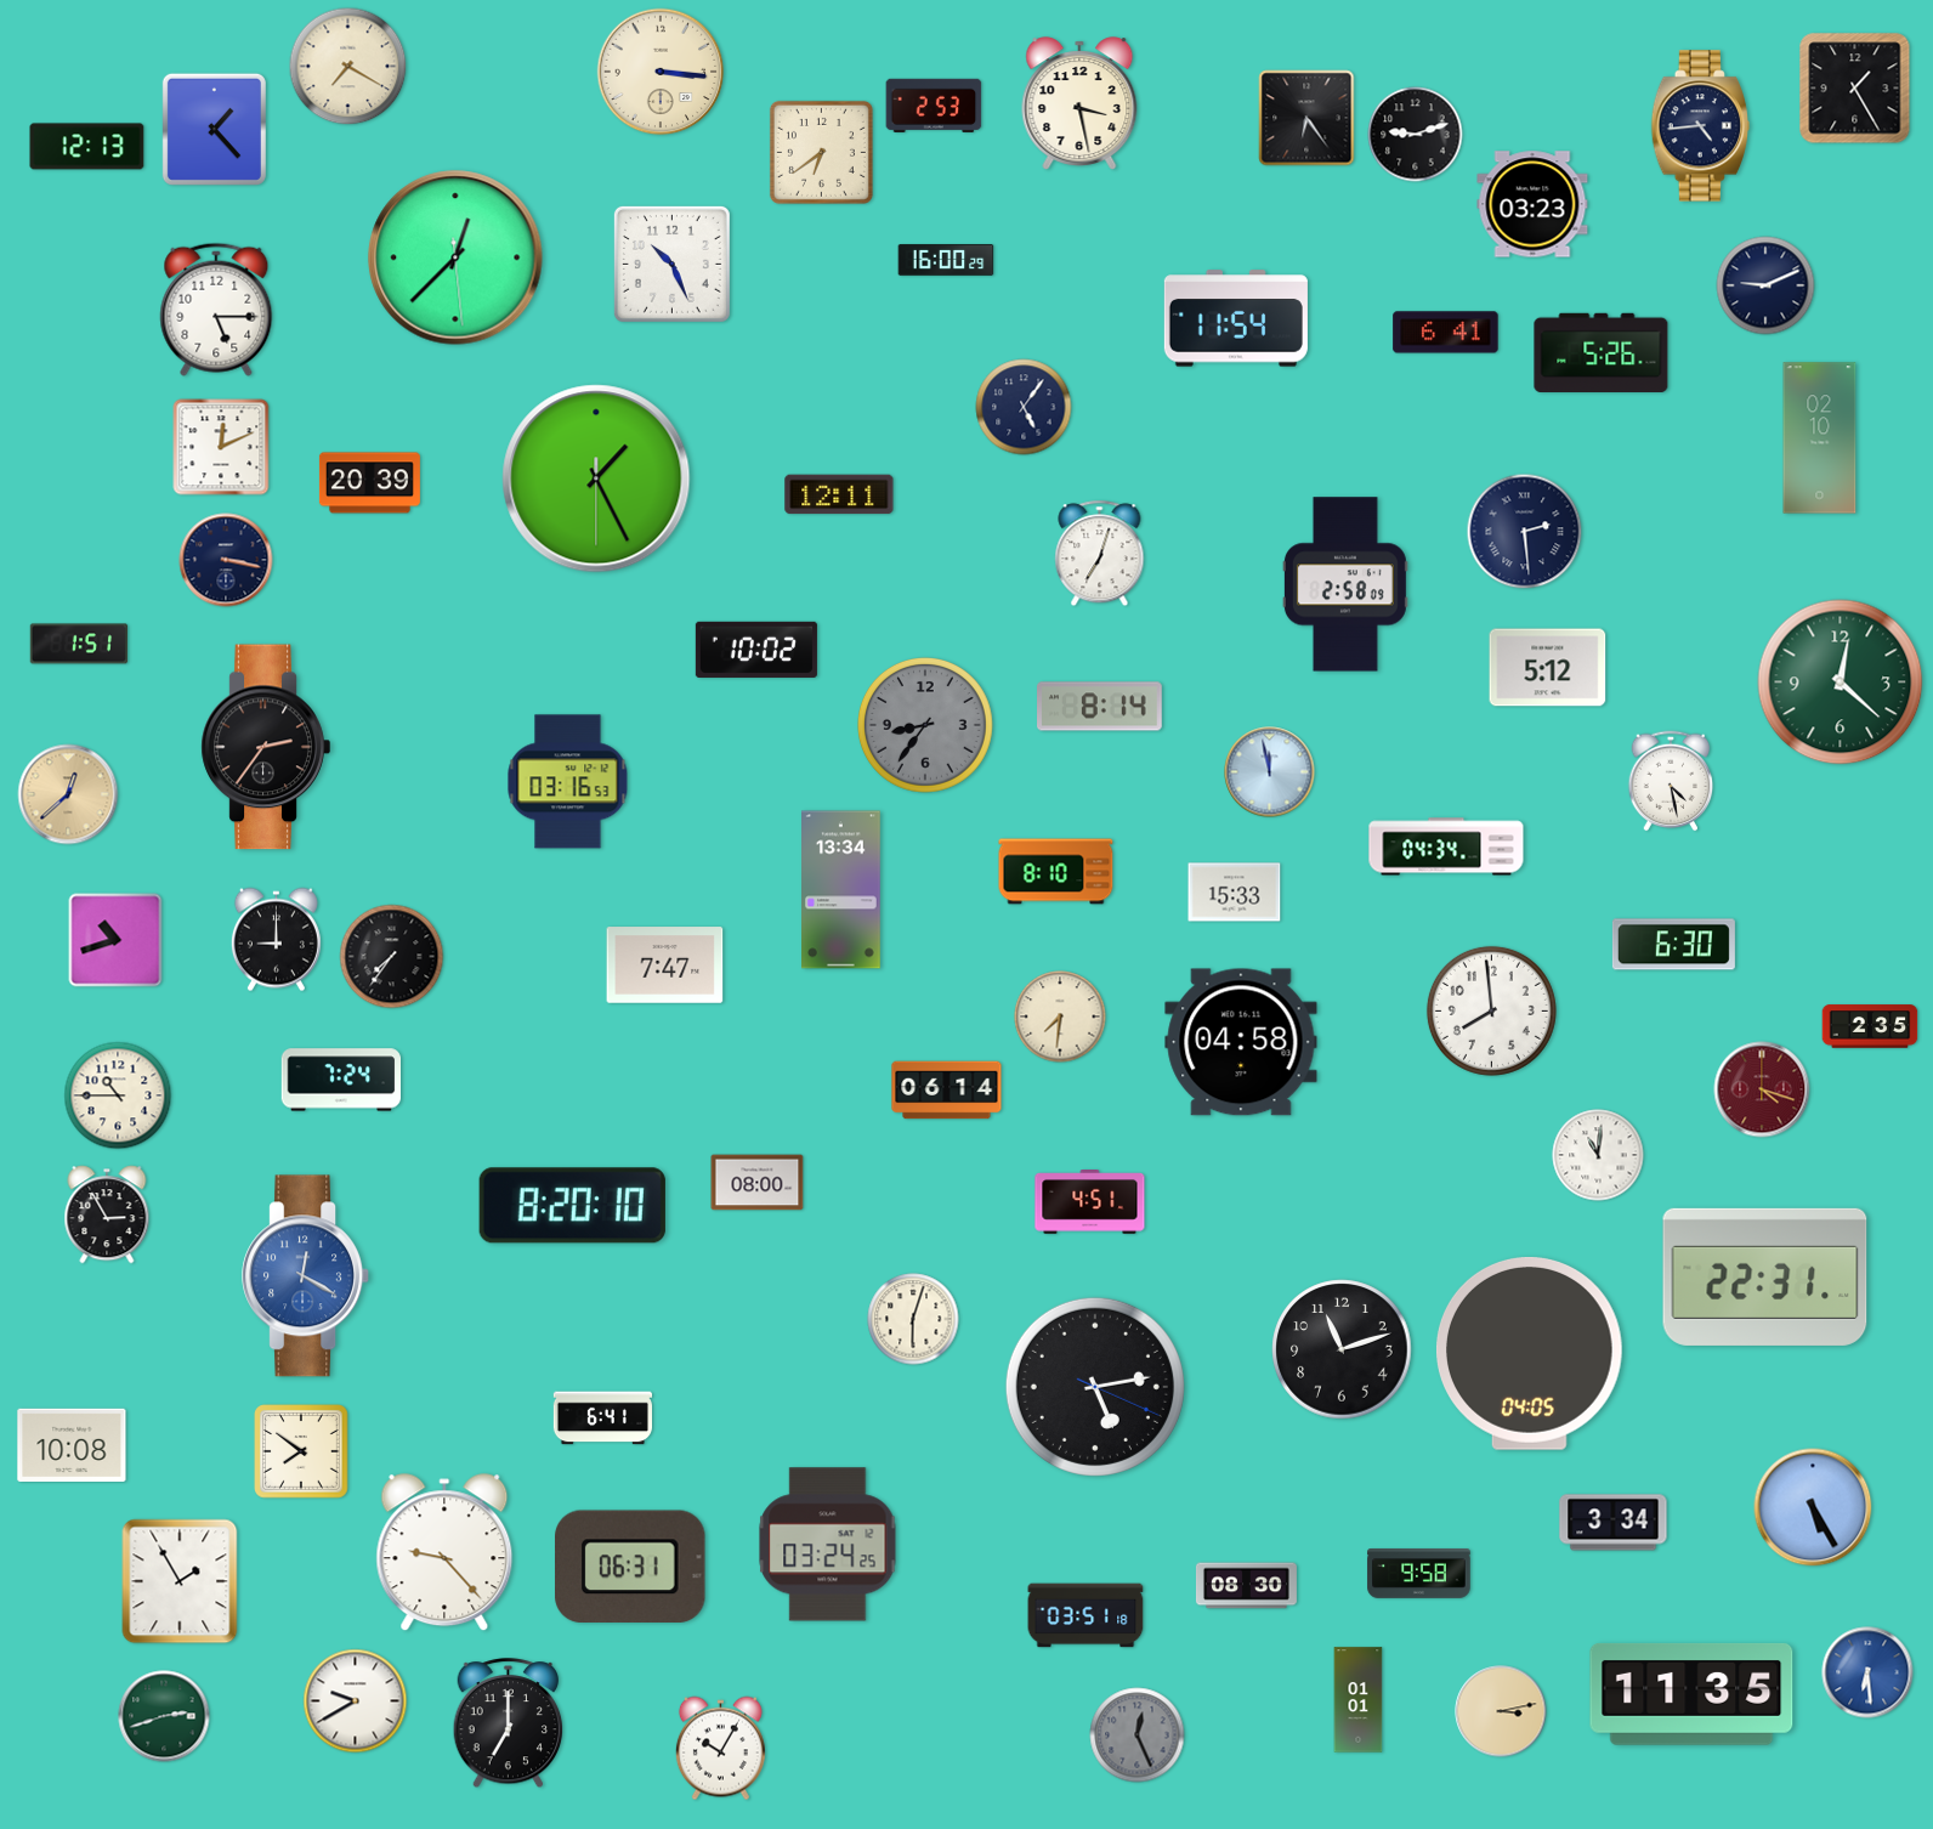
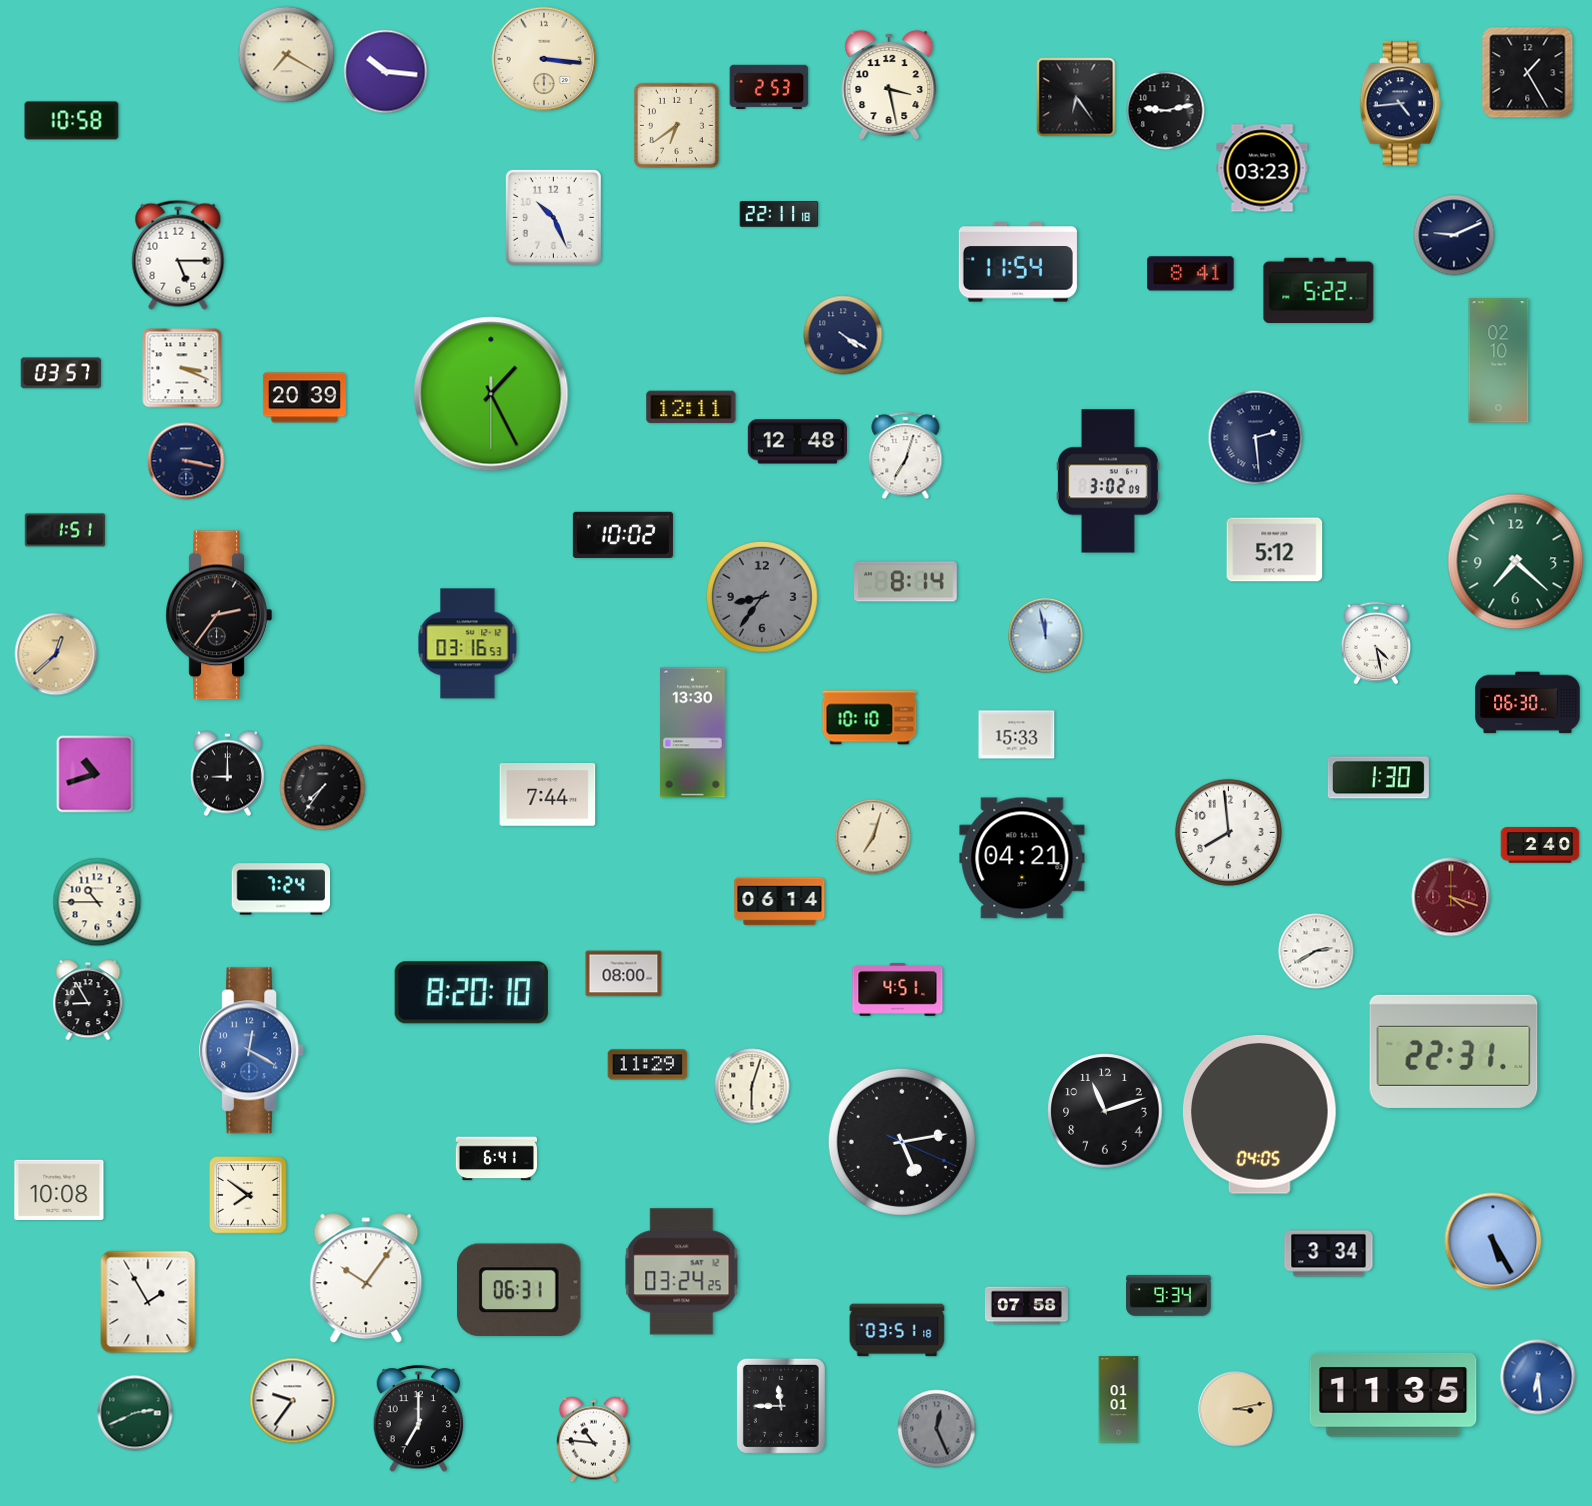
clock at (386, 72): none -> 10:16
clock at (214, 129): 1:23 -> none
clock at (1416, 135): 9:12 -> 9:13
clock at (87, 147): 12:13 -> 10:58
clock at (455, 257): 12:37 -> none
clock at (946, 261): 16:00 -> 22:11
clock at (1446, 333): 6:41 -> 8:41
clock at (1602, 352): 5:26 -> 5:22
clock at (1024, 407): 5:06 -> 4:20
clock at (221, 447): 12:11 -> 3:19
clock at (61, 373): none -> 03:57
clock at (797, 442): none -> 12:48
clock at (1345, 584): 2:58 -> 3:02
clock at (1841, 683): 12:22 -> 7:22
clock at (1446, 846): 04:34 -> none
clock at (1528, 703): none -> 06:30
clock at (1056, 872): 8:10 -> 10:10
clock at (841, 890): 13:34 -> 13:30
clock at (1673, 945): 6:30 -> 1:30
clock at (665, 966): 7:47 -> 7:44
clock at (1060, 1017): 7:31 -> 7:03
clock at (1870, 1026): 2:35 -> 2:40
clock at (1241, 1042): 04:58 -> 04:21
clock at (947, 1091) position: (947, 1091) -> (780, 902)
clock at (1598, 1155): 11:01 -> 2:40
clock at (107, 1214): 2:55 -> 8:55
clock at (648, 1065): none -> 11:29
clock at (602, 1419) position: (602, 1419) -> (496, 1159)
clock at (444, 1553): 9:23 -> 10:06
clock at (1419, 1574): 9:58 -> 9:34
clock at (1246, 1586): 08:30 -> 07:58
clock at (1085, 1615) position: (1085, 1615) -> (897, 1330)
clock at (356, 1701): 9:40 -> 9:36
clock at (781, 1406): none -> 11:45
clock at (164, 1716): 2:42 -> 2:41
clock at (720, 1749): 10:05 -> 10:46
